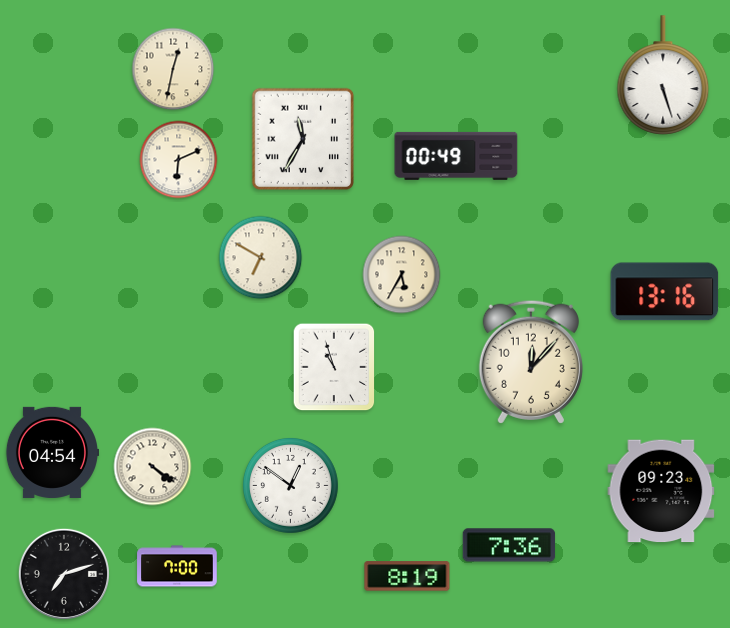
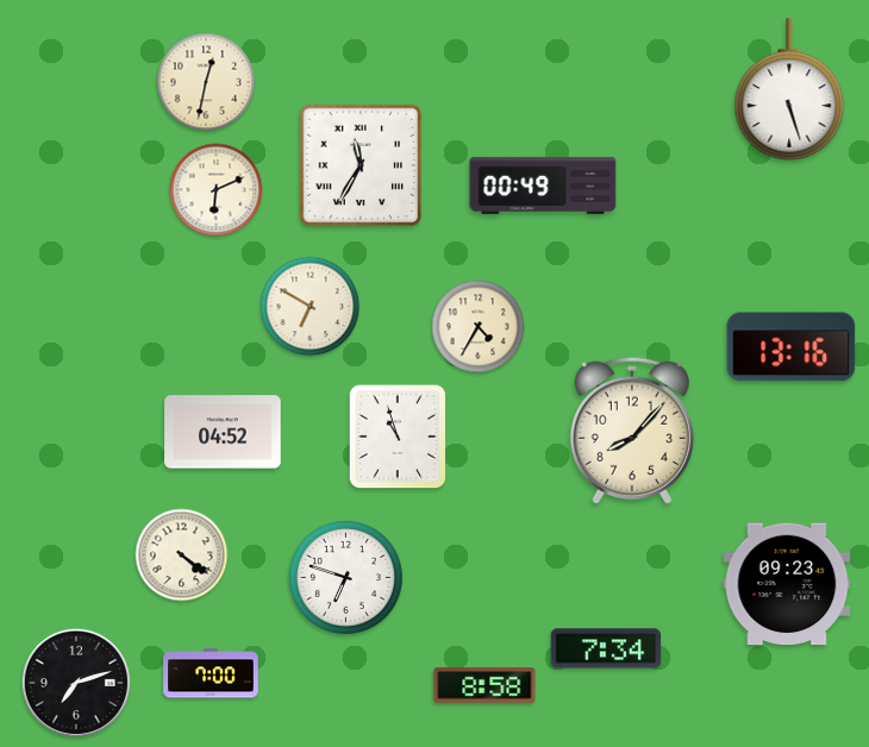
clock at (179, 160) position: (179, 160) -> (217, 190)
clock at (402, 275): 5:35 -> 4:35
clock at (531, 362): 12:07 -> 8:07
clock at (223, 432): none -> 04:52
clock at (51, 452): 04:54 -> none
clock at (290, 485): 12:51 -> 6:48
clock at (509, 545): 7:36 -> 7:34
clock at (407, 576): 8:19 -> 8:58
